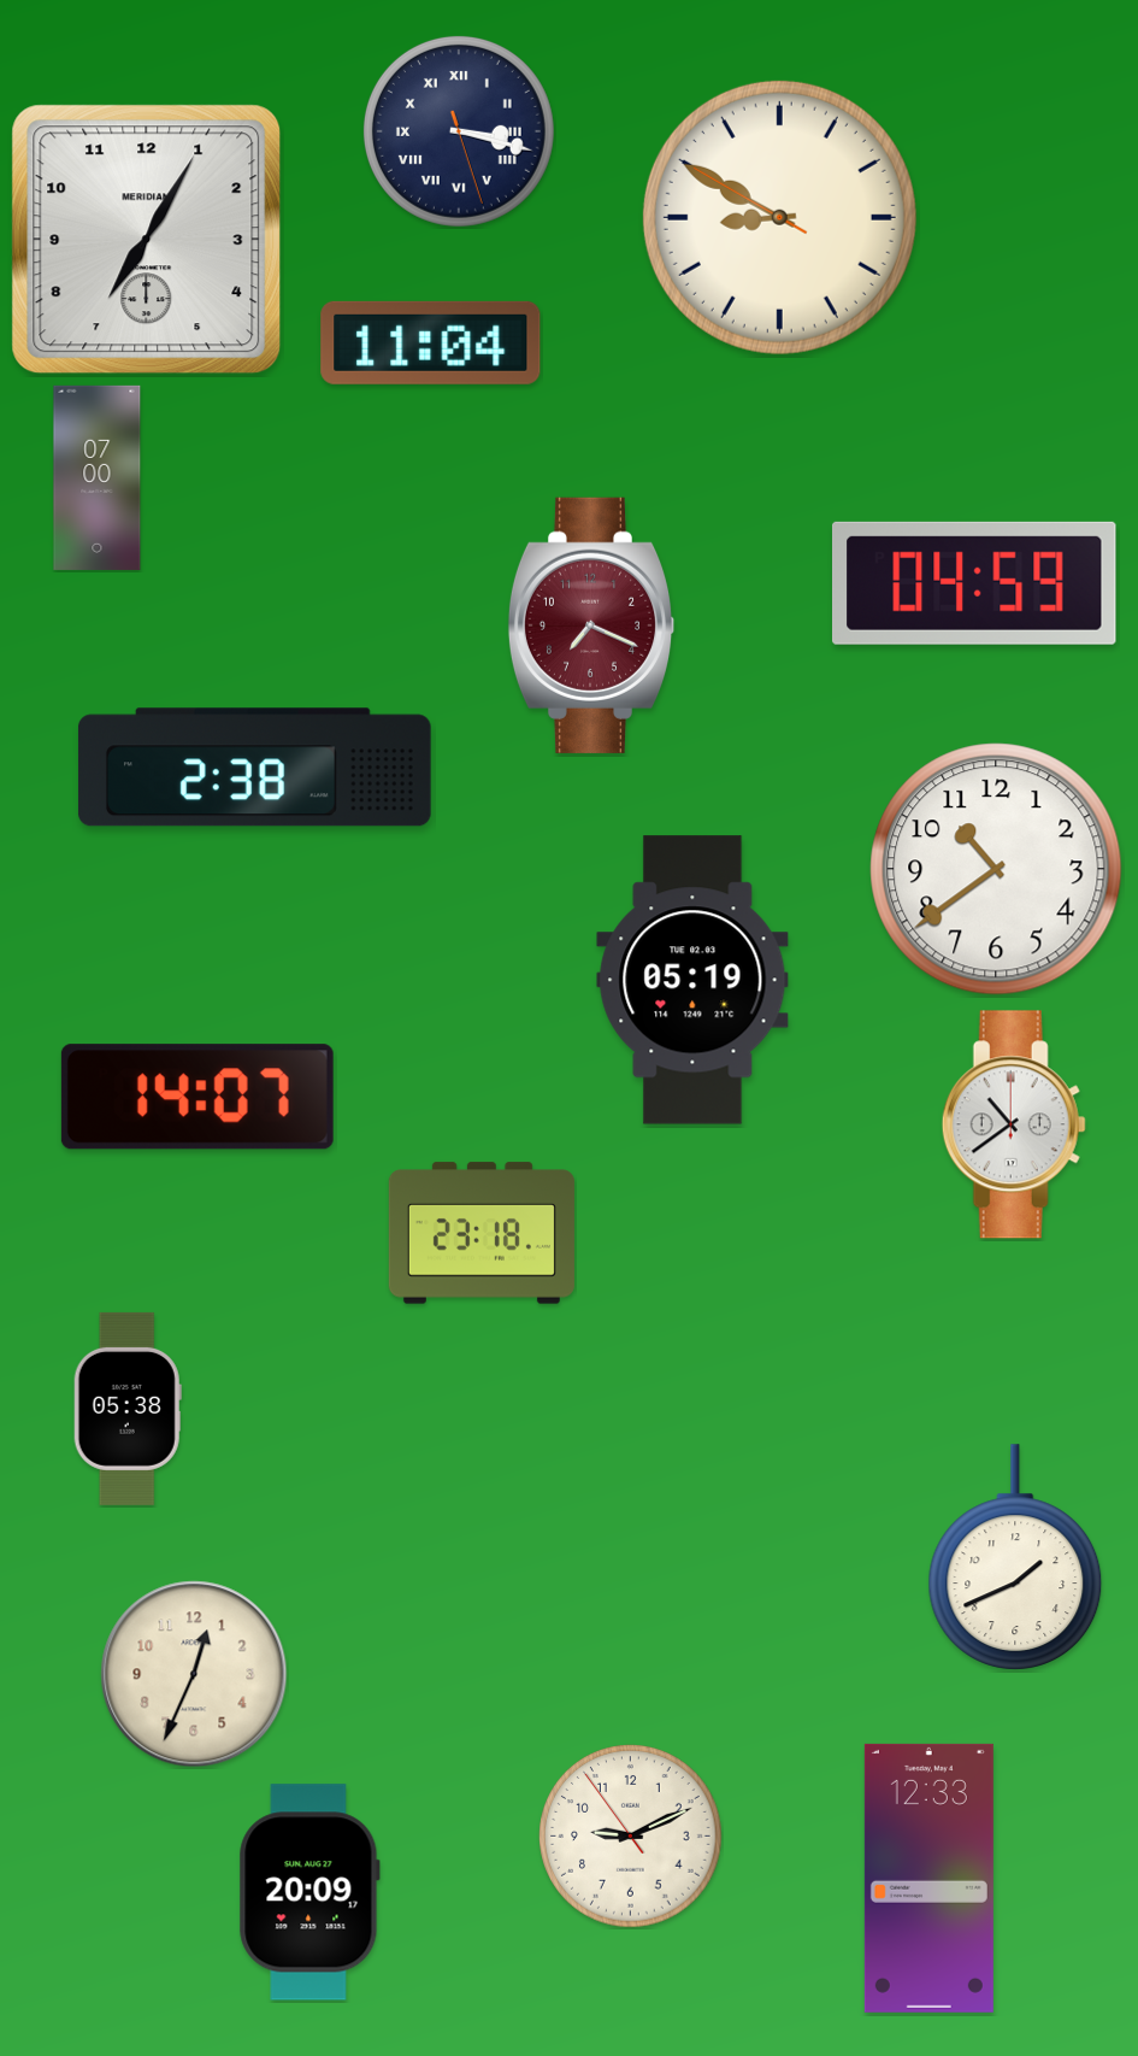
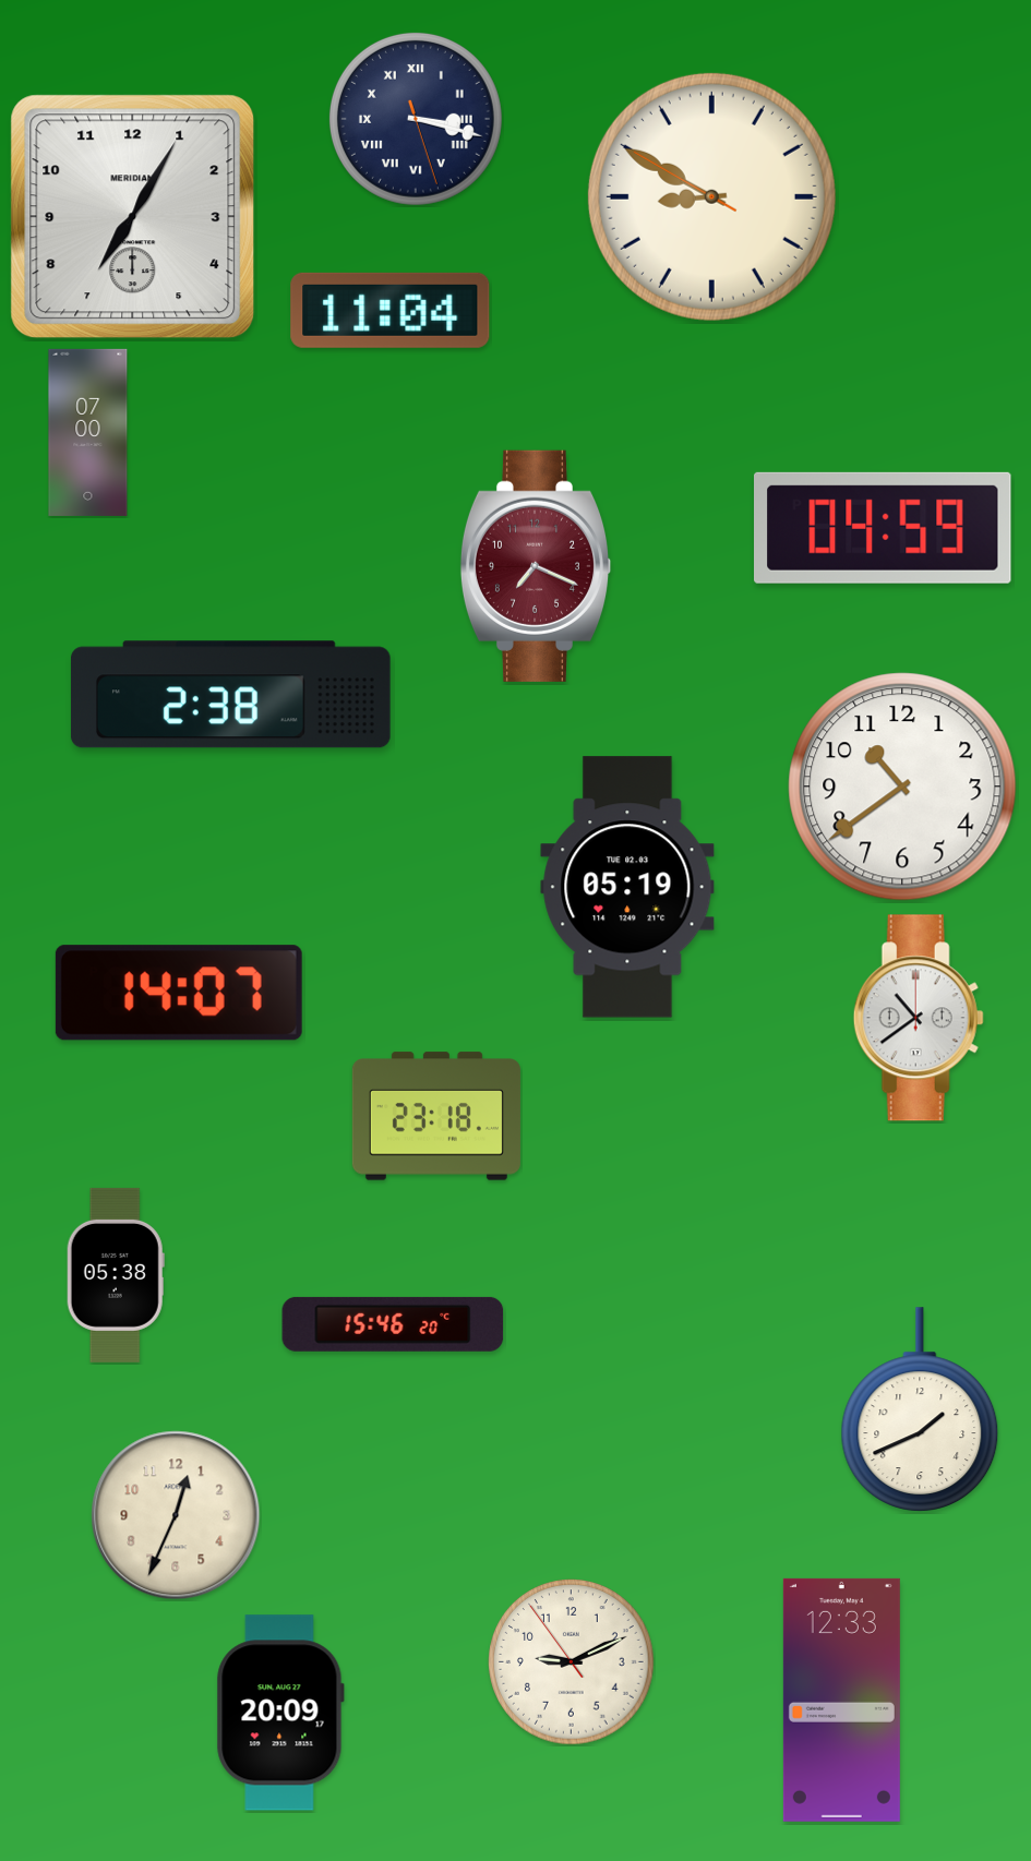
clock at (779, 217) position: (779, 217) -> (711, 196)
clock at (393, 1324): none -> 15:46
